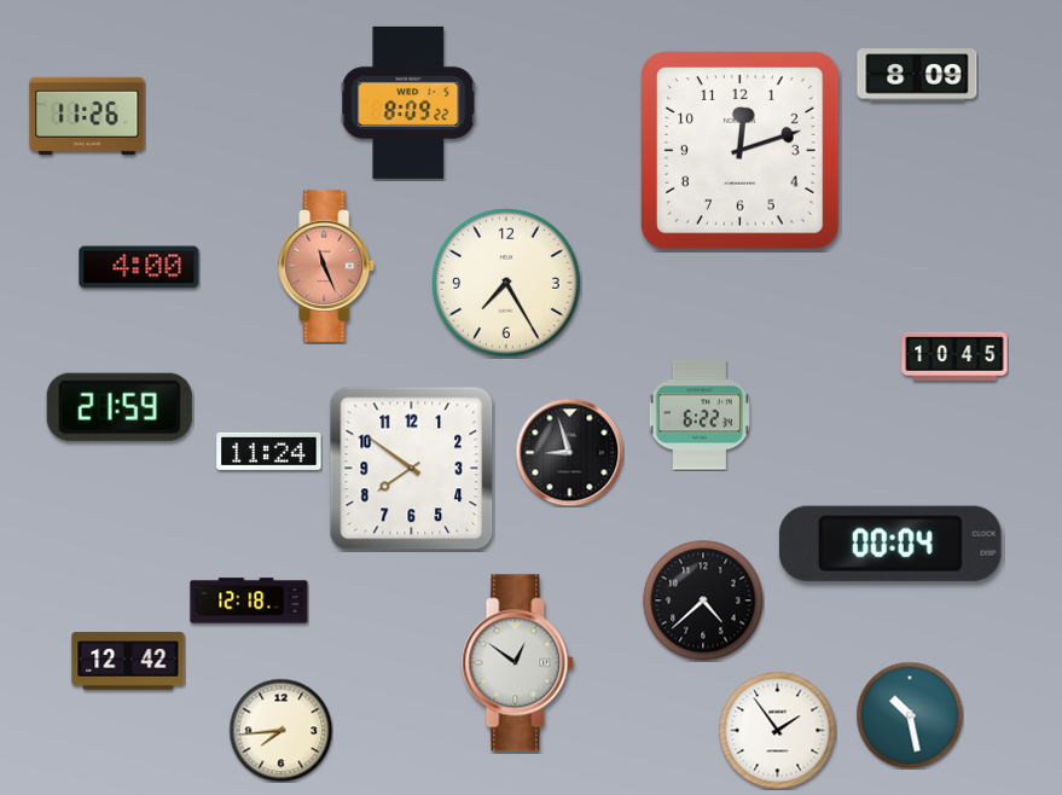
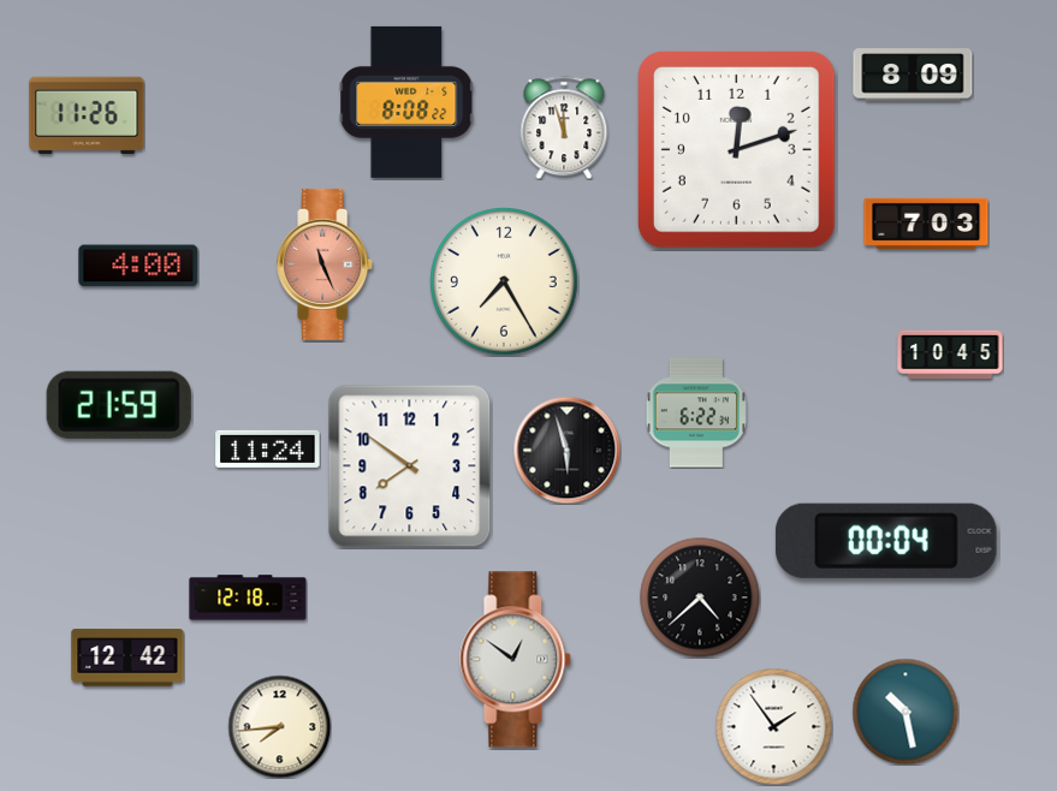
clock at (408, 103): 8:09 -> 8:08
clock at (564, 127): none -> 11:57
clock at (926, 224): none -> 7:03
clock at (569, 452): 8:57 -> 5:57
